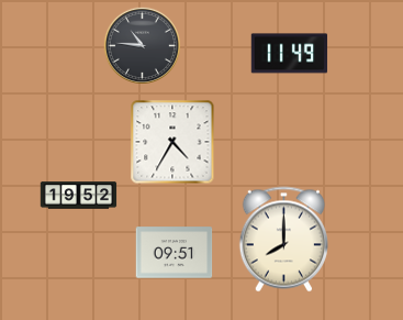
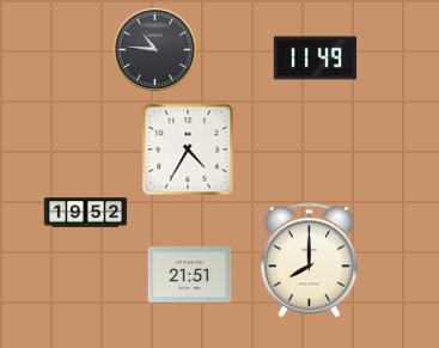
clock at (172, 142) position: (172, 142) -> (188, 149)
clock at (175, 253): 09:51 -> 21:51
